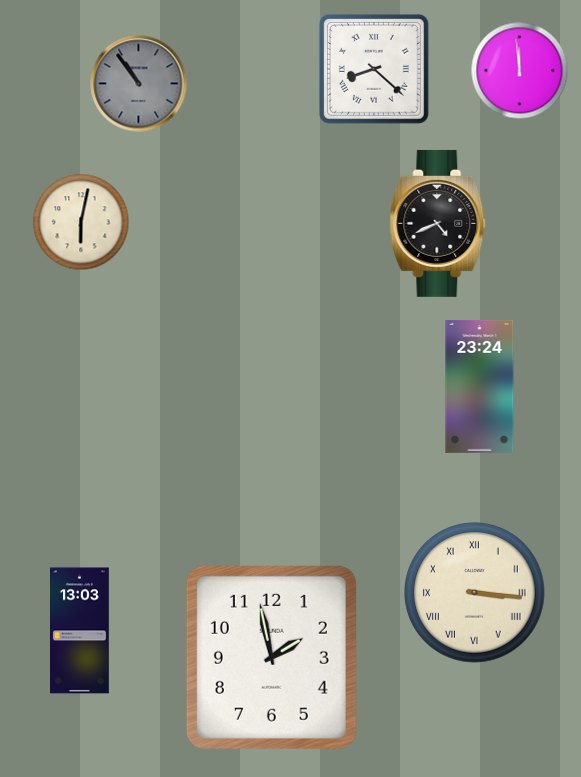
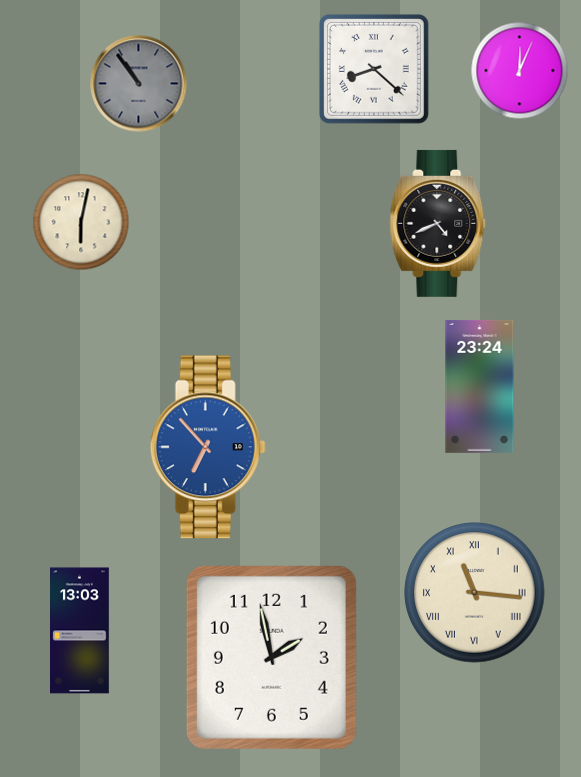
clock at (520, 71): 11:59 -> 12:04
clock at (208, 447): none -> 6:53
clock at (475, 593): 3:16 -> 11:16
